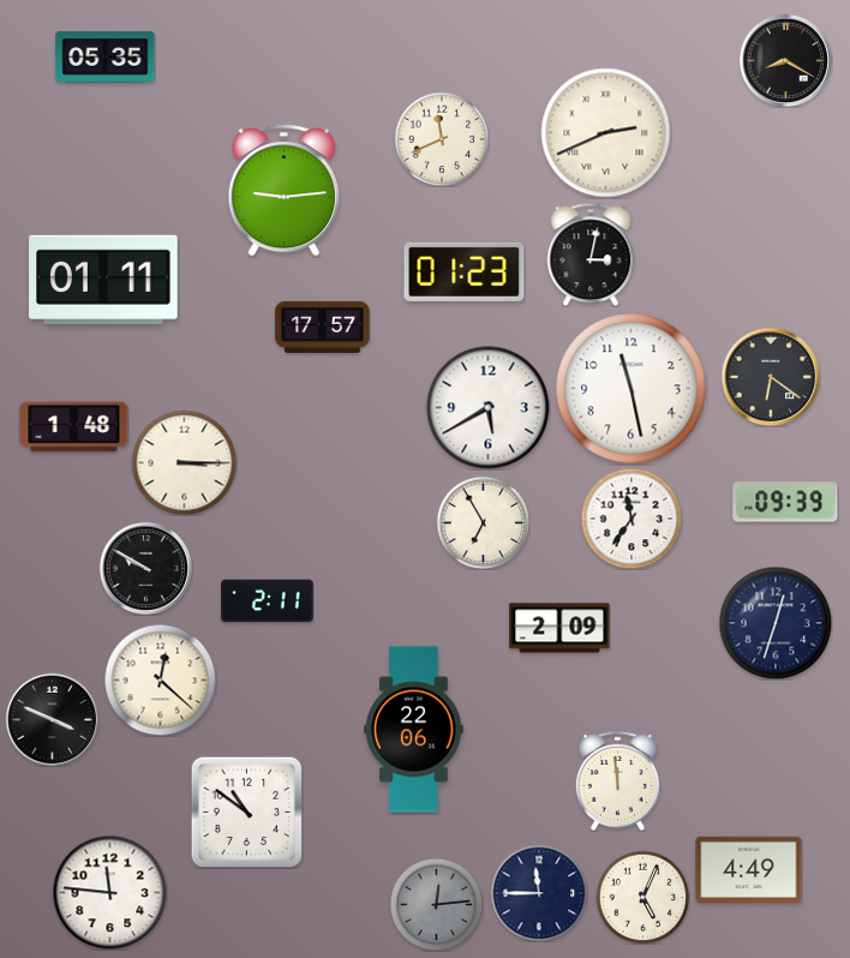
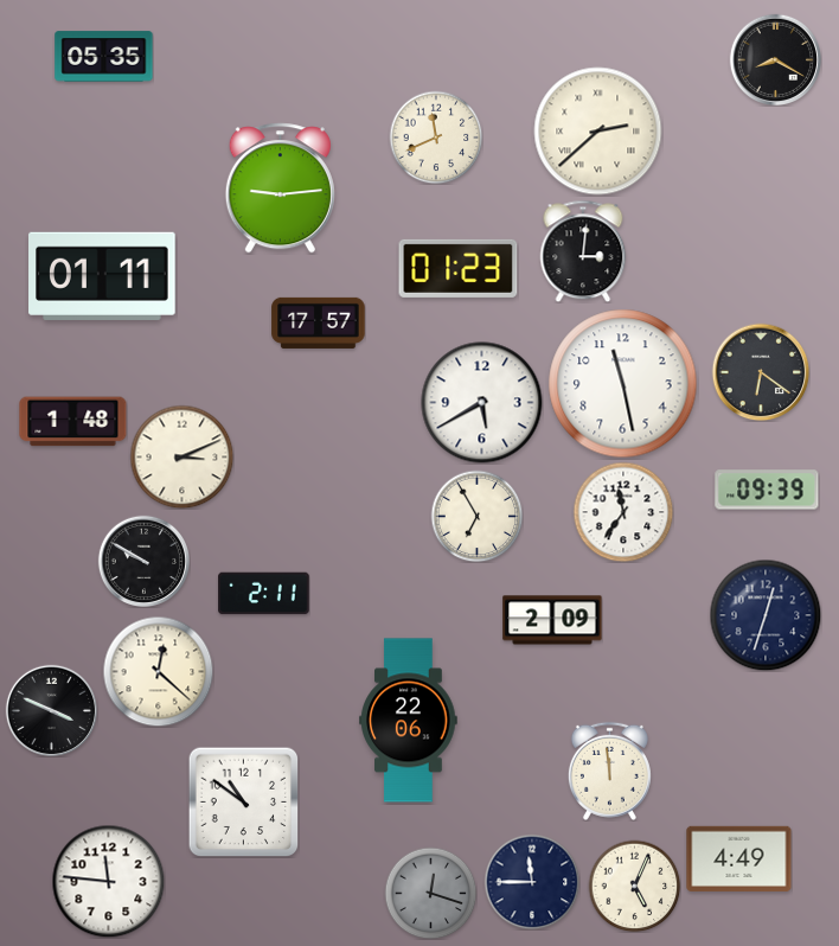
clock at (606, 133): 2:41 -> 2:38
clock at (591, 255): 3:02 -> 3:01
clock at (184, 462): 3:15 -> 3:11
clock at (785, 502) position: (785, 502) -> (767, 490)
clock at (436, 904): 12:14 -> 12:18
